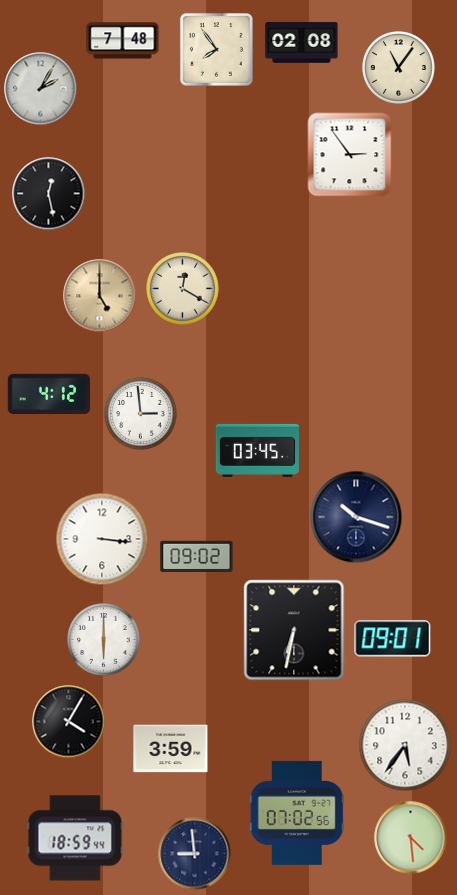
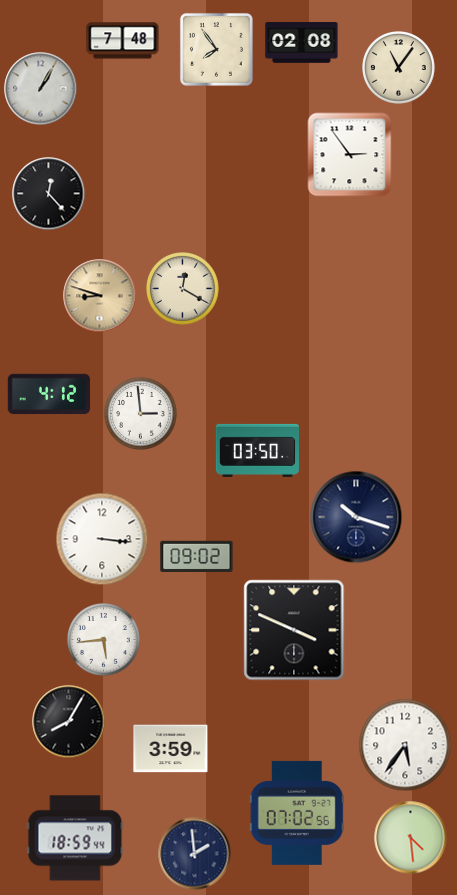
clock at (41, 89): 2:05 -> 1:05
clock at (49, 194): 12:28 -> 12:23
clock at (100, 296): 5:00 -> 8:48
clock at (257, 450): 03:45 -> 03:50
clock at (294, 630): 6:32 -> 3:49
clock at (393, 639): 09:01 -> none
clock at (104, 640): 6:00 -> 5:44
clock at (69, 722): 4:05 -> 8:05
clock at (195, 854): 8:59 -> 1:59
